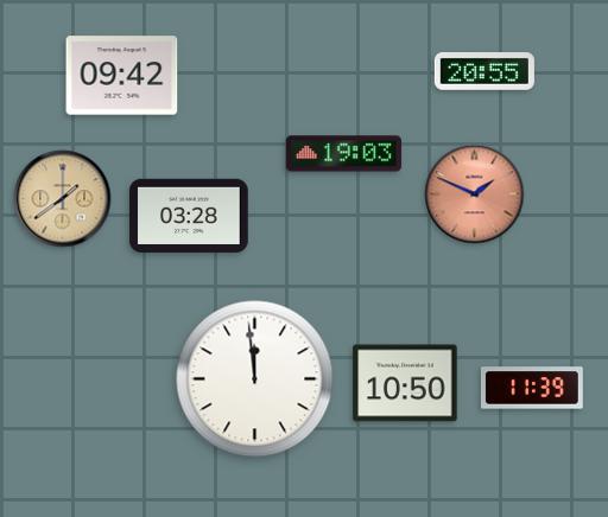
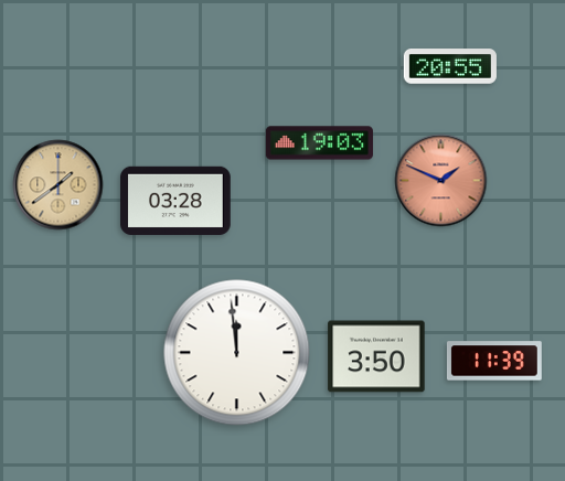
clock at (122, 76): 09:42 -> none
clock at (405, 383): 10:50 -> 3:50
